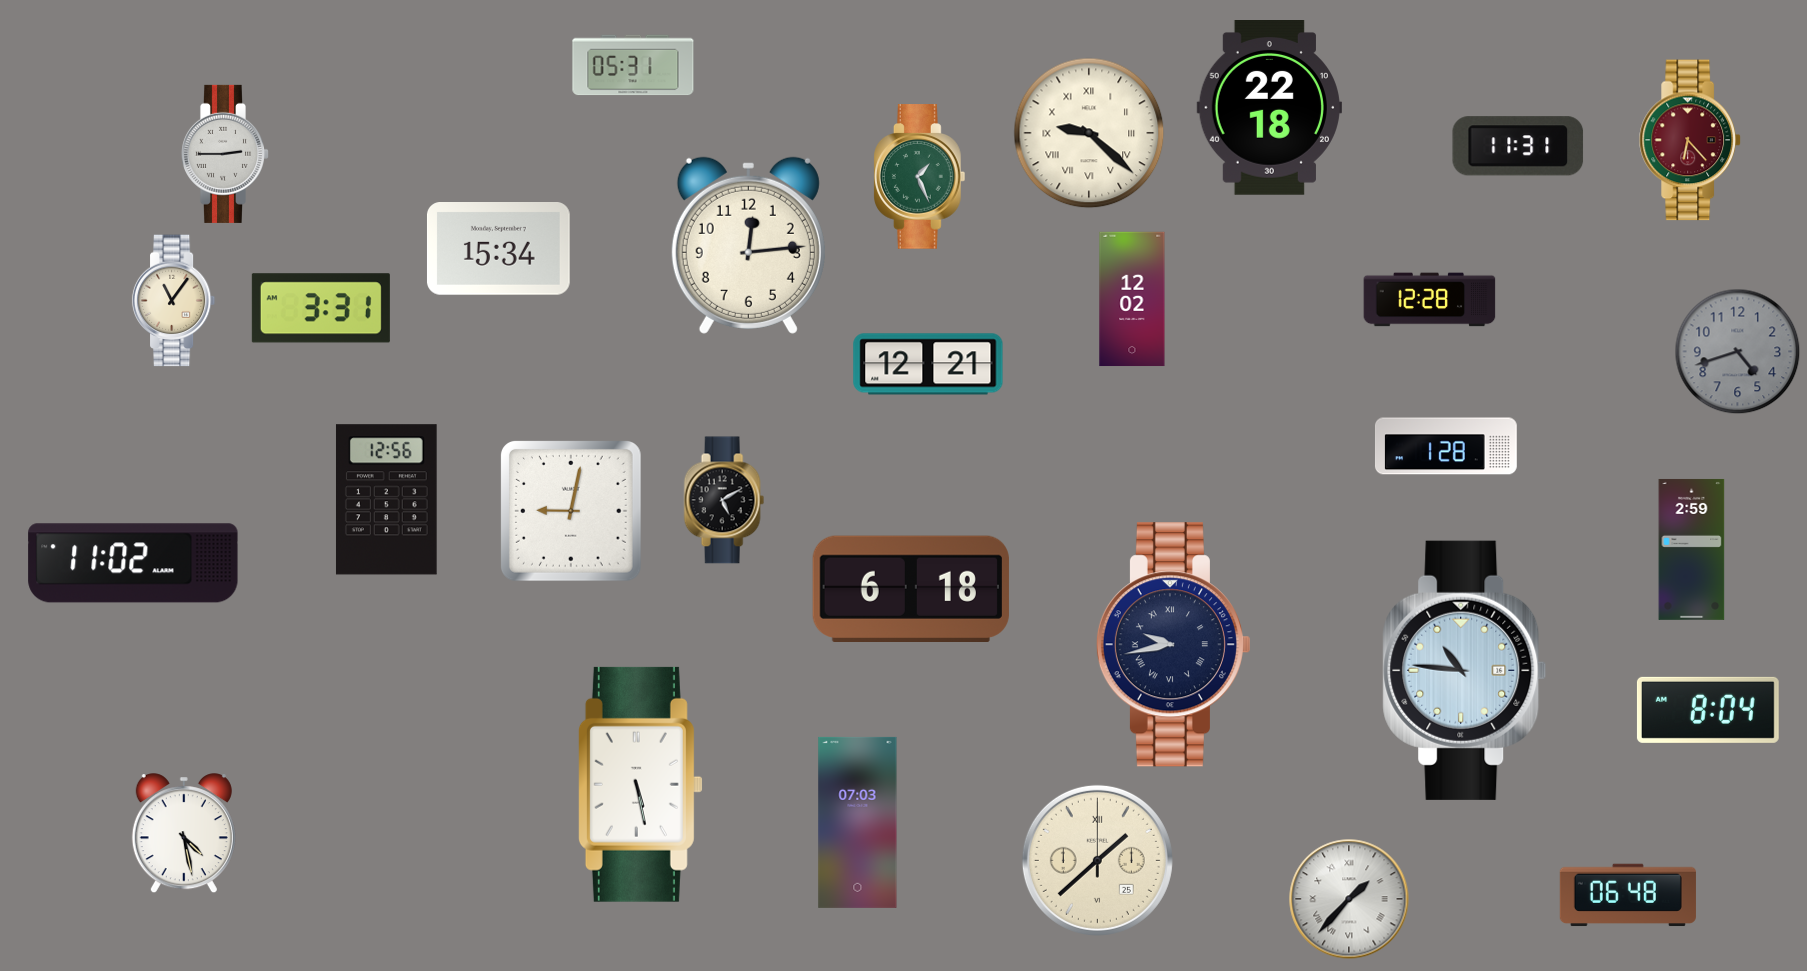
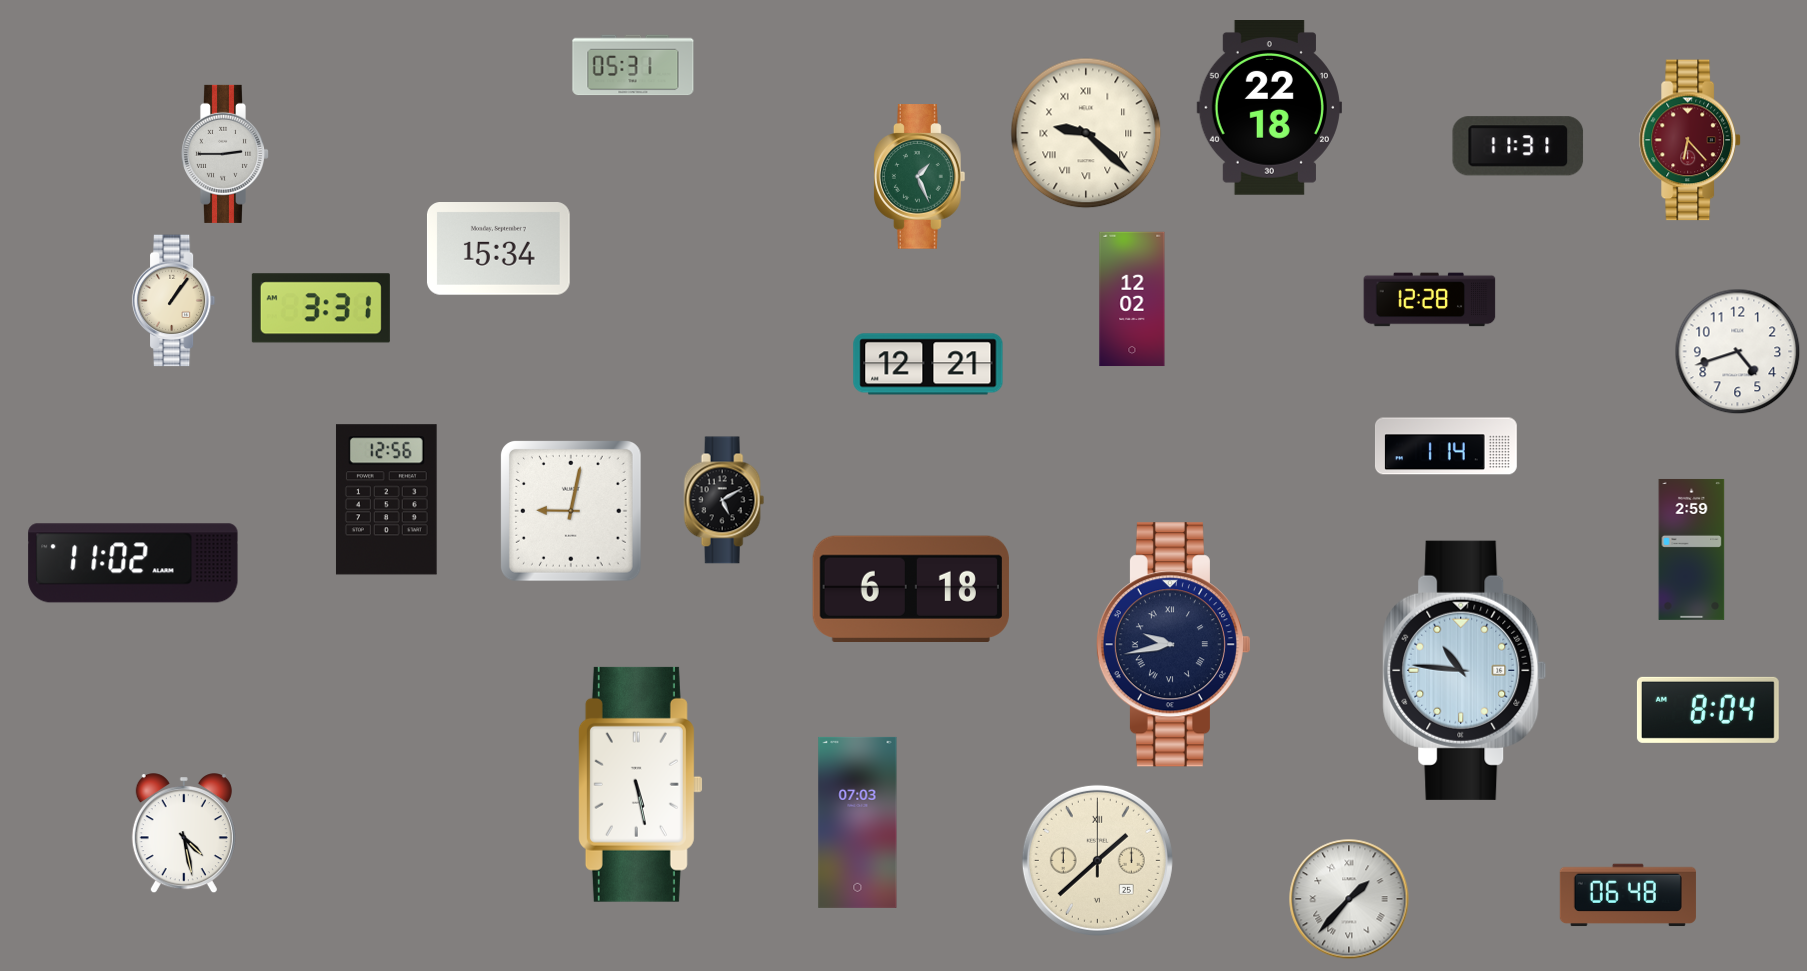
clock at (1089, 133) position: (1089, 133) -> (1086, 133)
clock at (748, 245): 12:14 -> none
clock at (174, 301): 11:06 -> 1:06
clock at (1738, 352) dial: grey -> white
clock at (1446, 446): 1:28 -> 1:14
